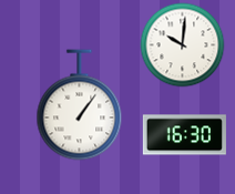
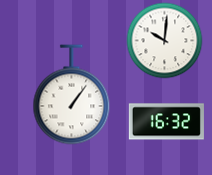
clock at (184, 135): 16:30 -> 16:32
